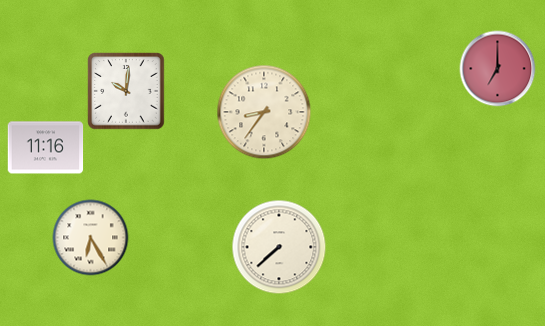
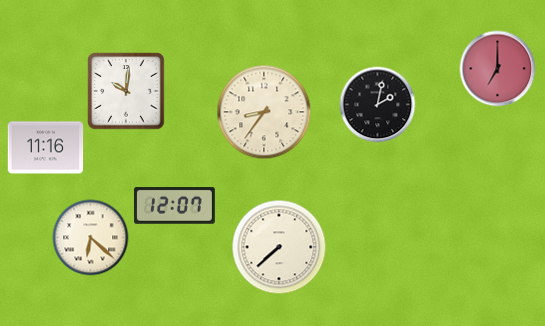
clock at (378, 105): none -> 2:02
clock at (174, 206): none -> 12:07
clock at (91, 238): 6:25 -> 6:22
